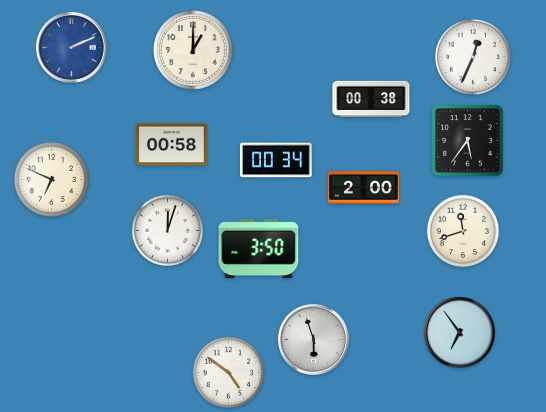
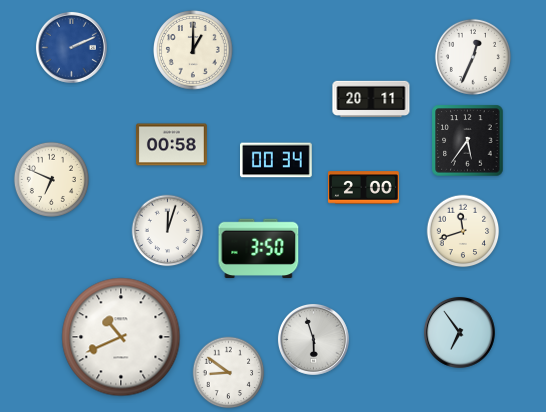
clock at (371, 99): 00:38 -> 20:11
clock at (121, 337): none -> 10:41
clock at (229, 373): 4:51 -> 8:51
